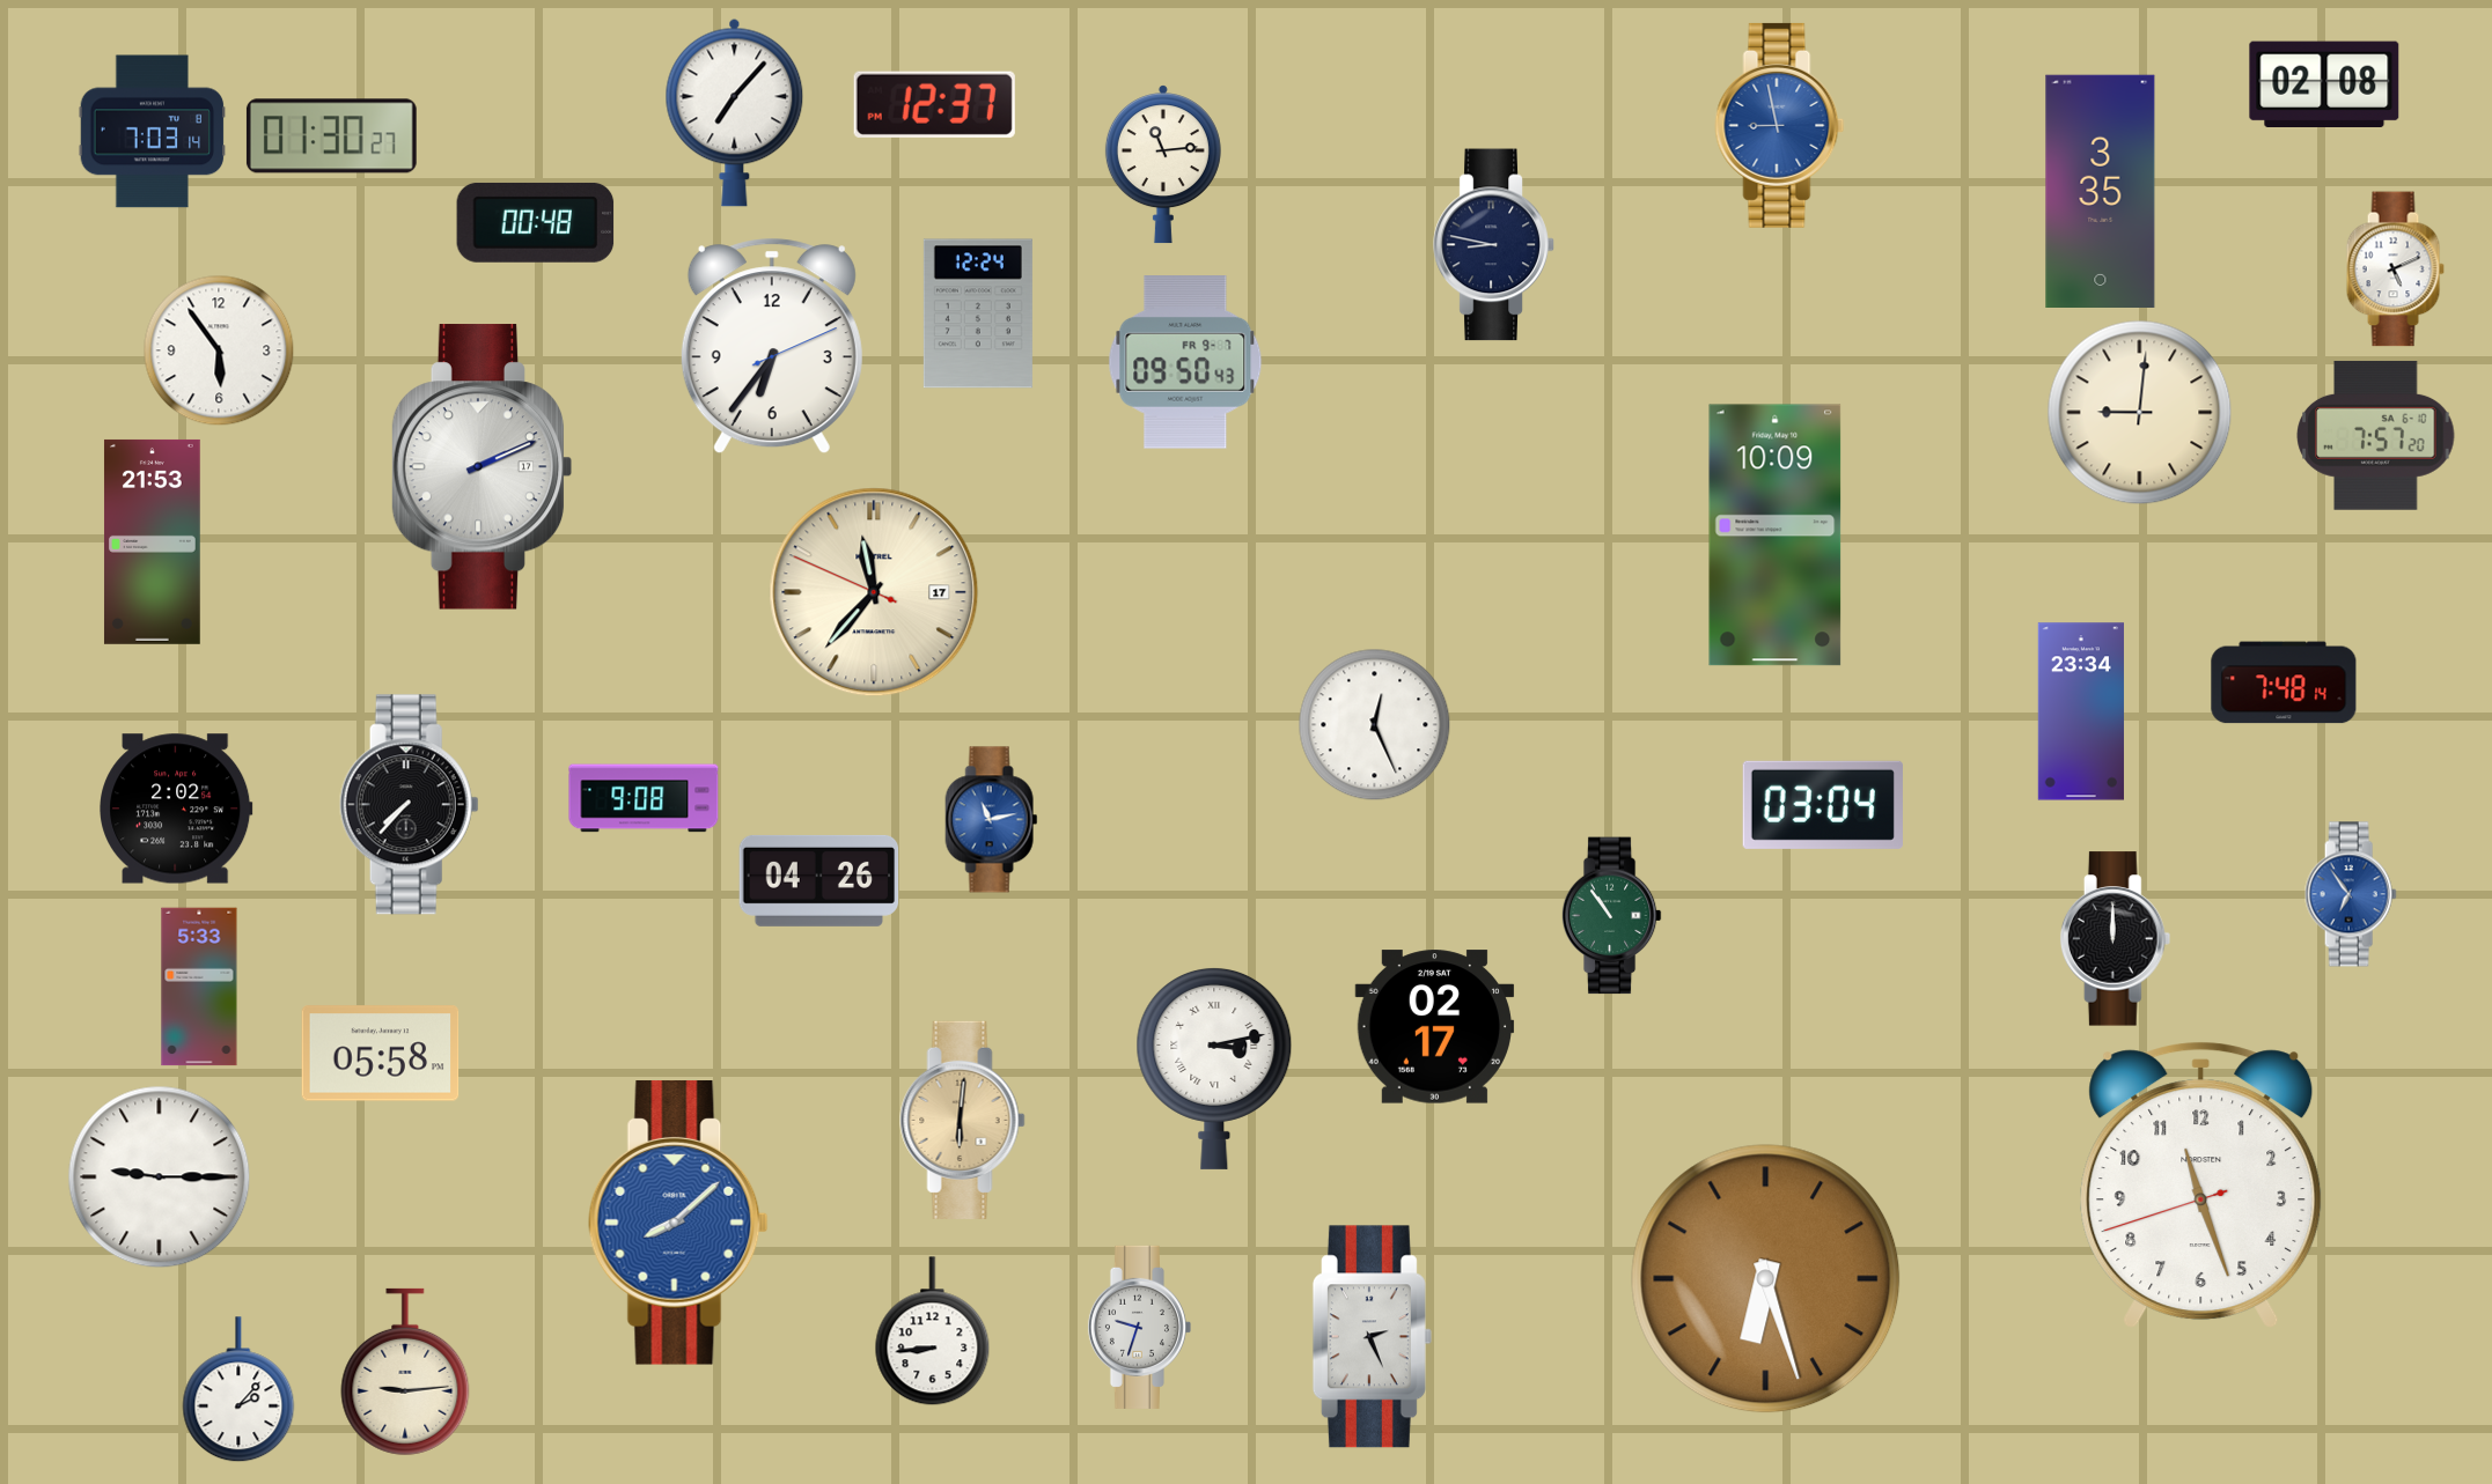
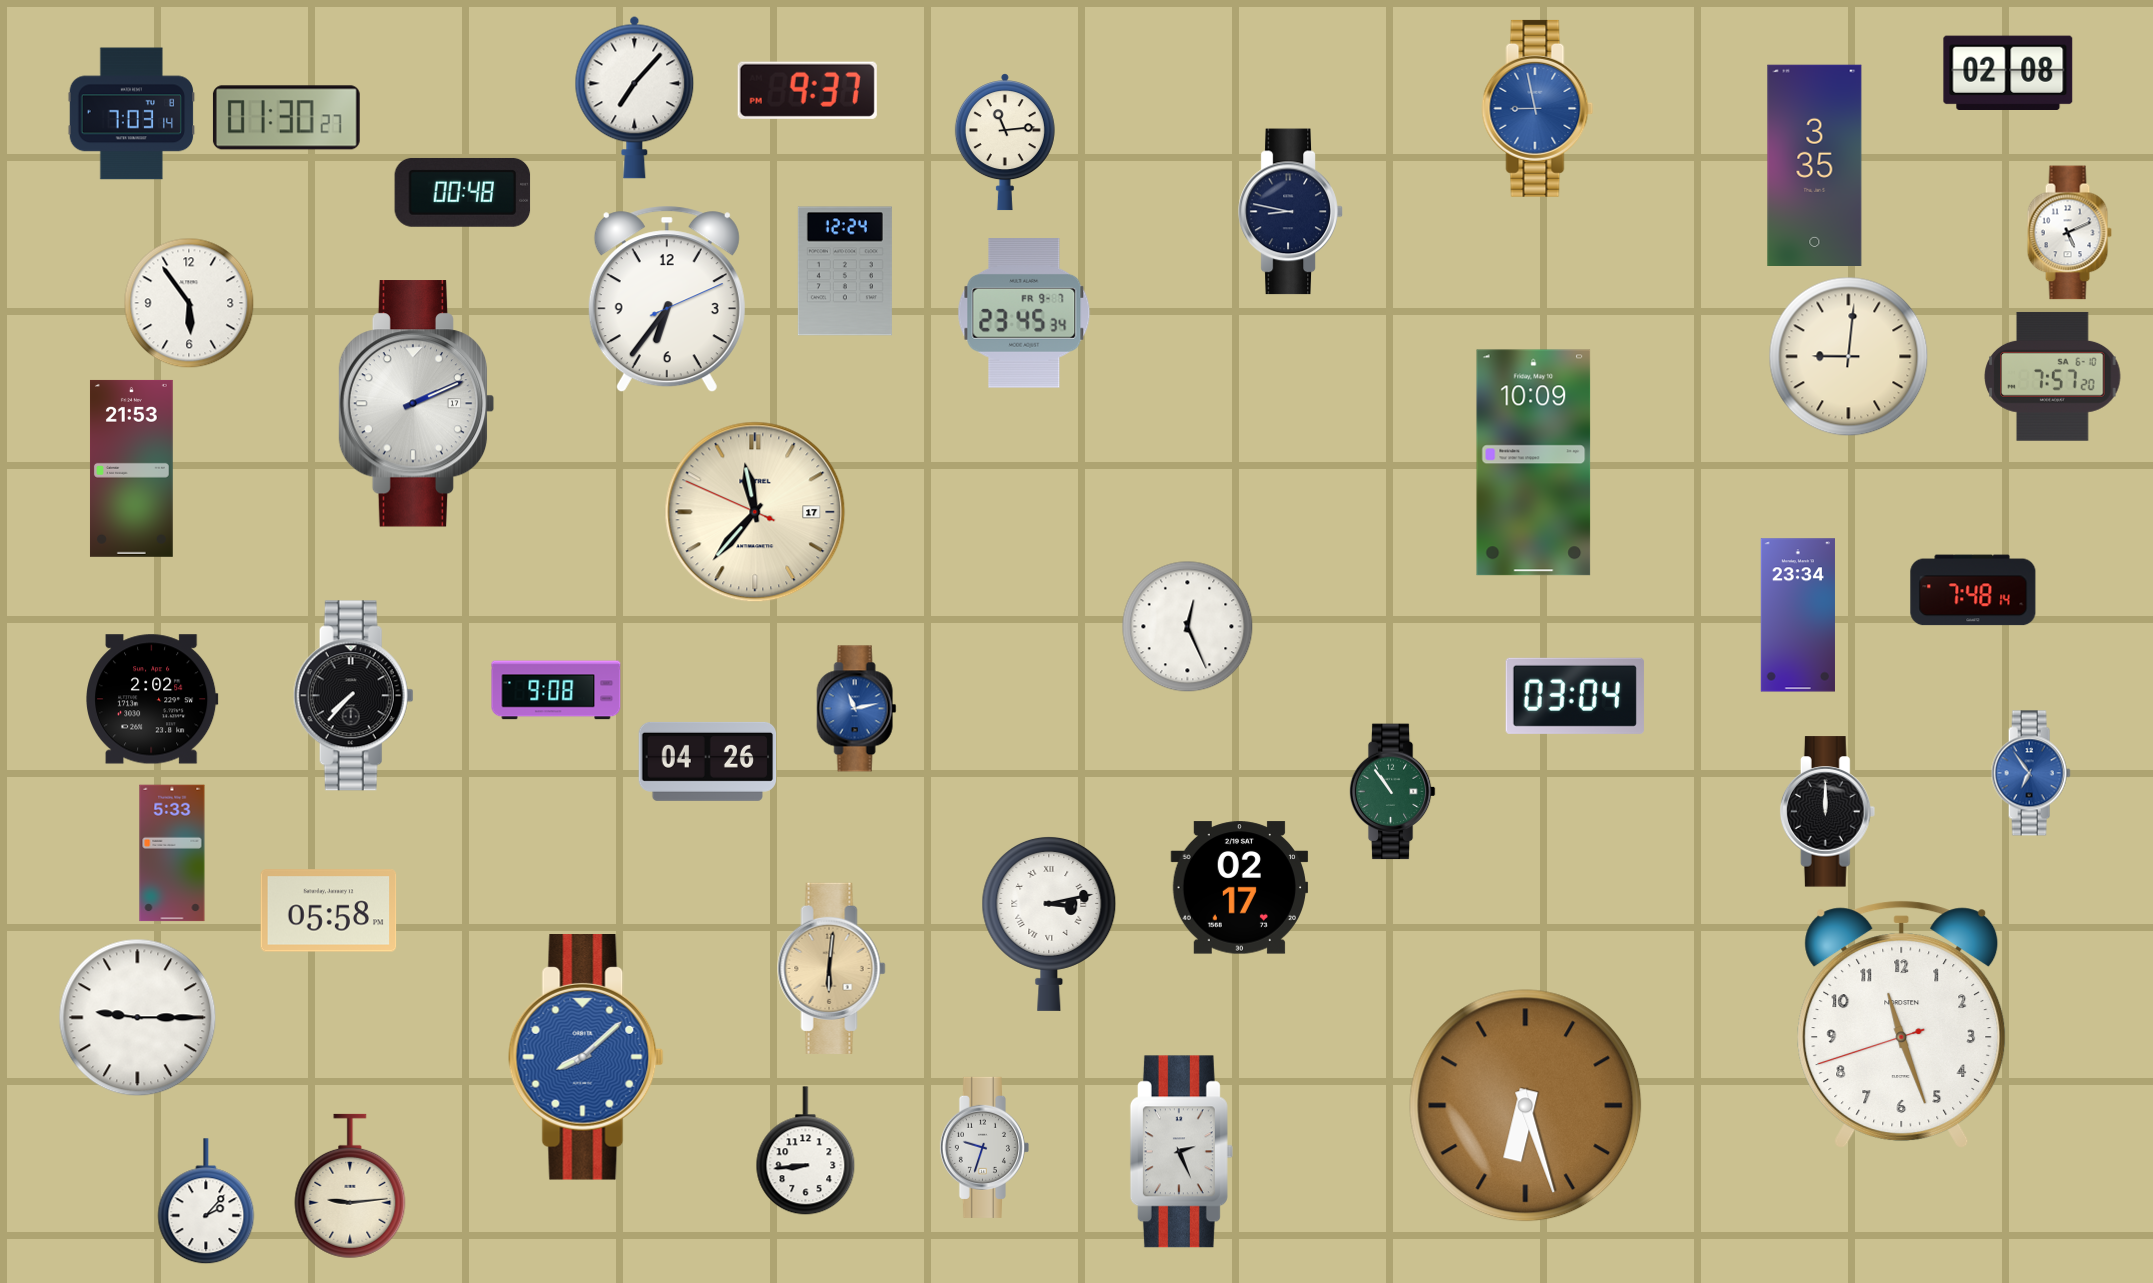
clock at (934, 104): 12:37 -> 9:37
clock at (1185, 362): 09:50 -> 23:45
clock at (1372, 1337) position: (1372, 1337) -> (1181, 1152)
